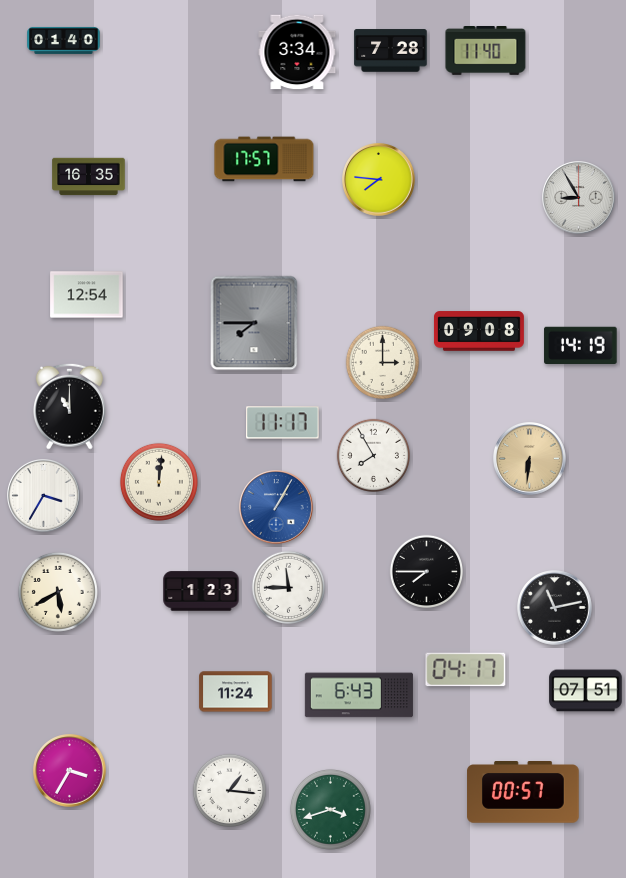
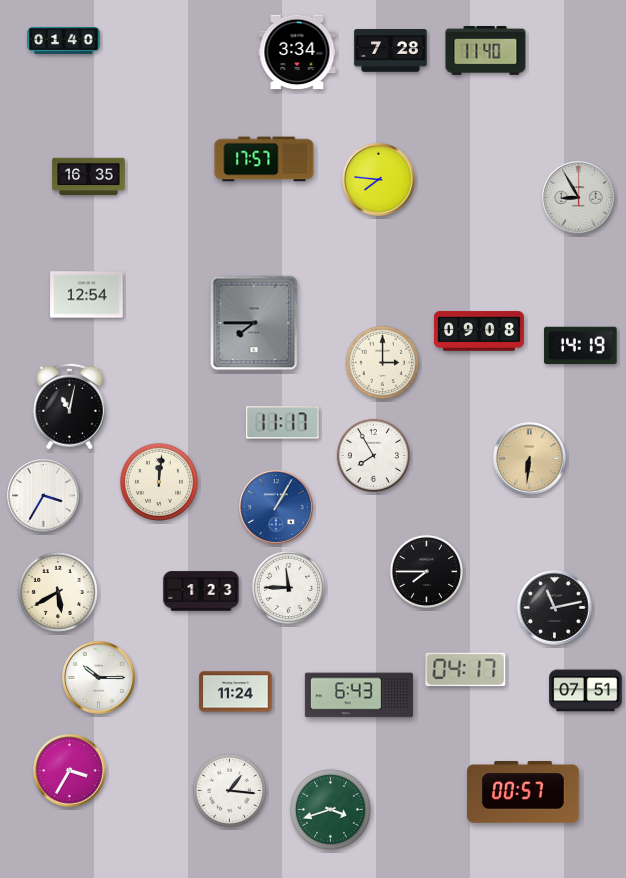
clock at (70, 406): 11:00 -> 11:02
clock at (99, 678): none -> 10:15
